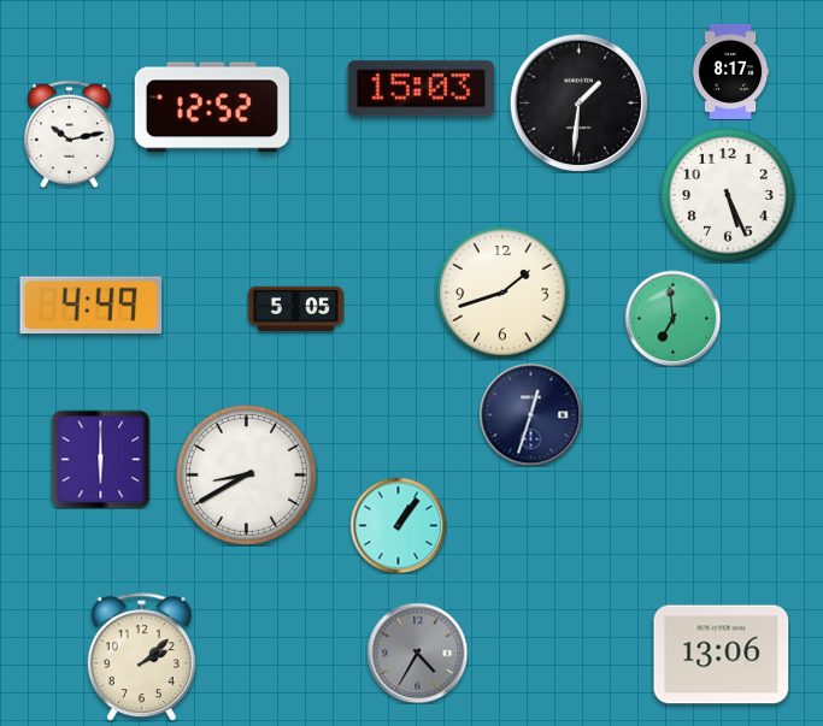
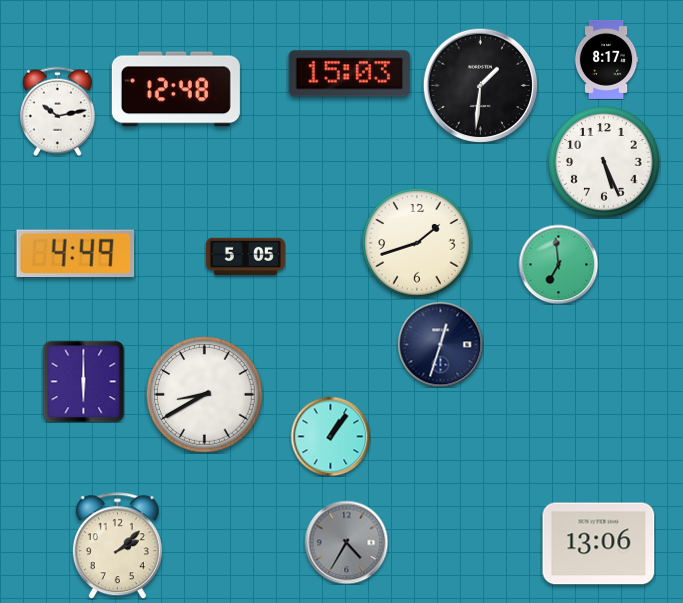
clock at (212, 107): 12:52 -> 12:48
